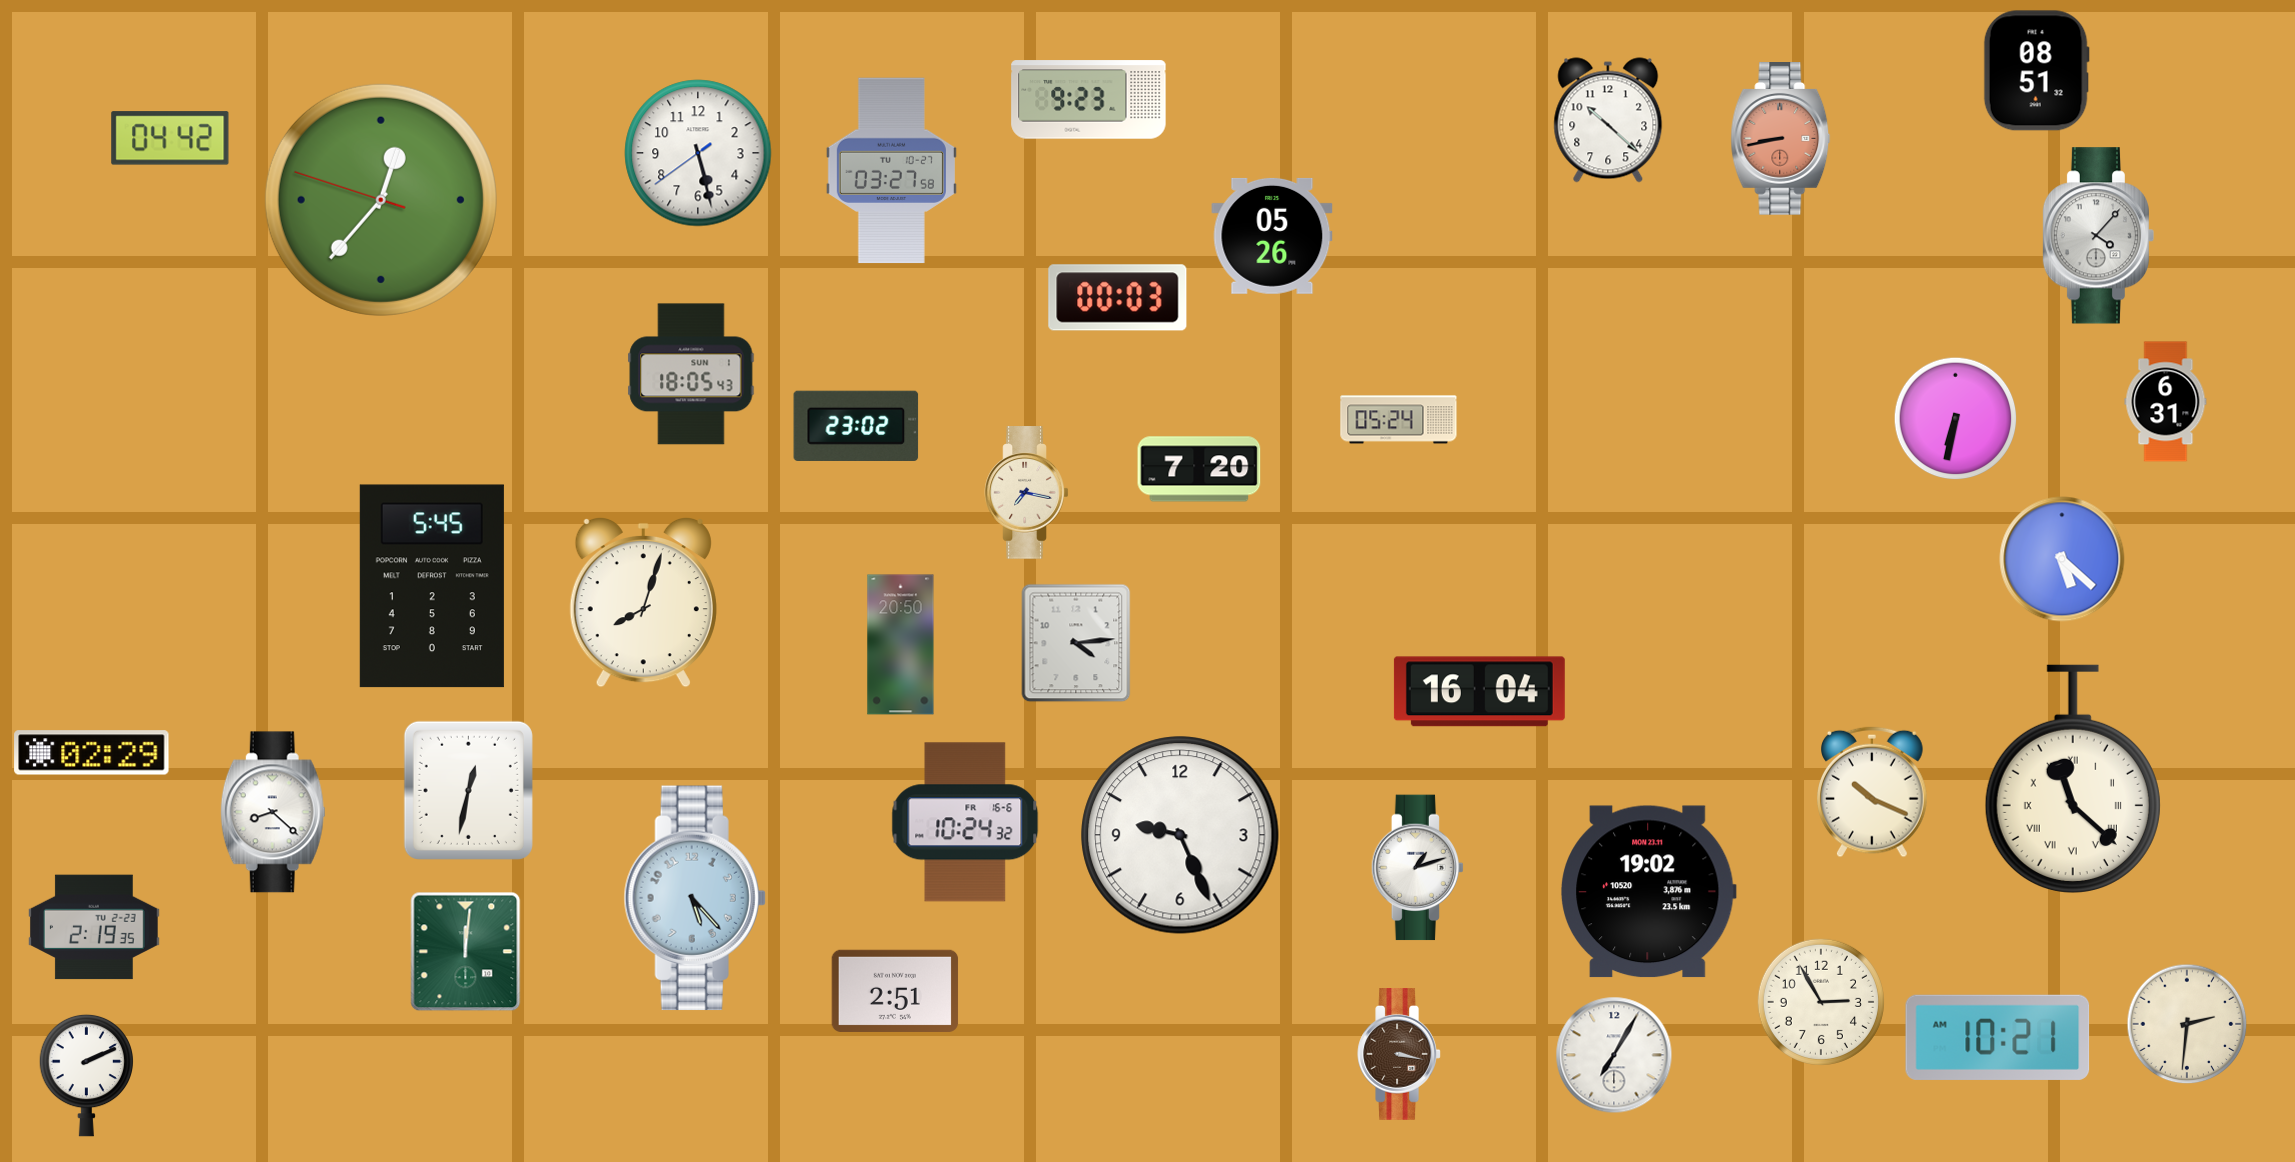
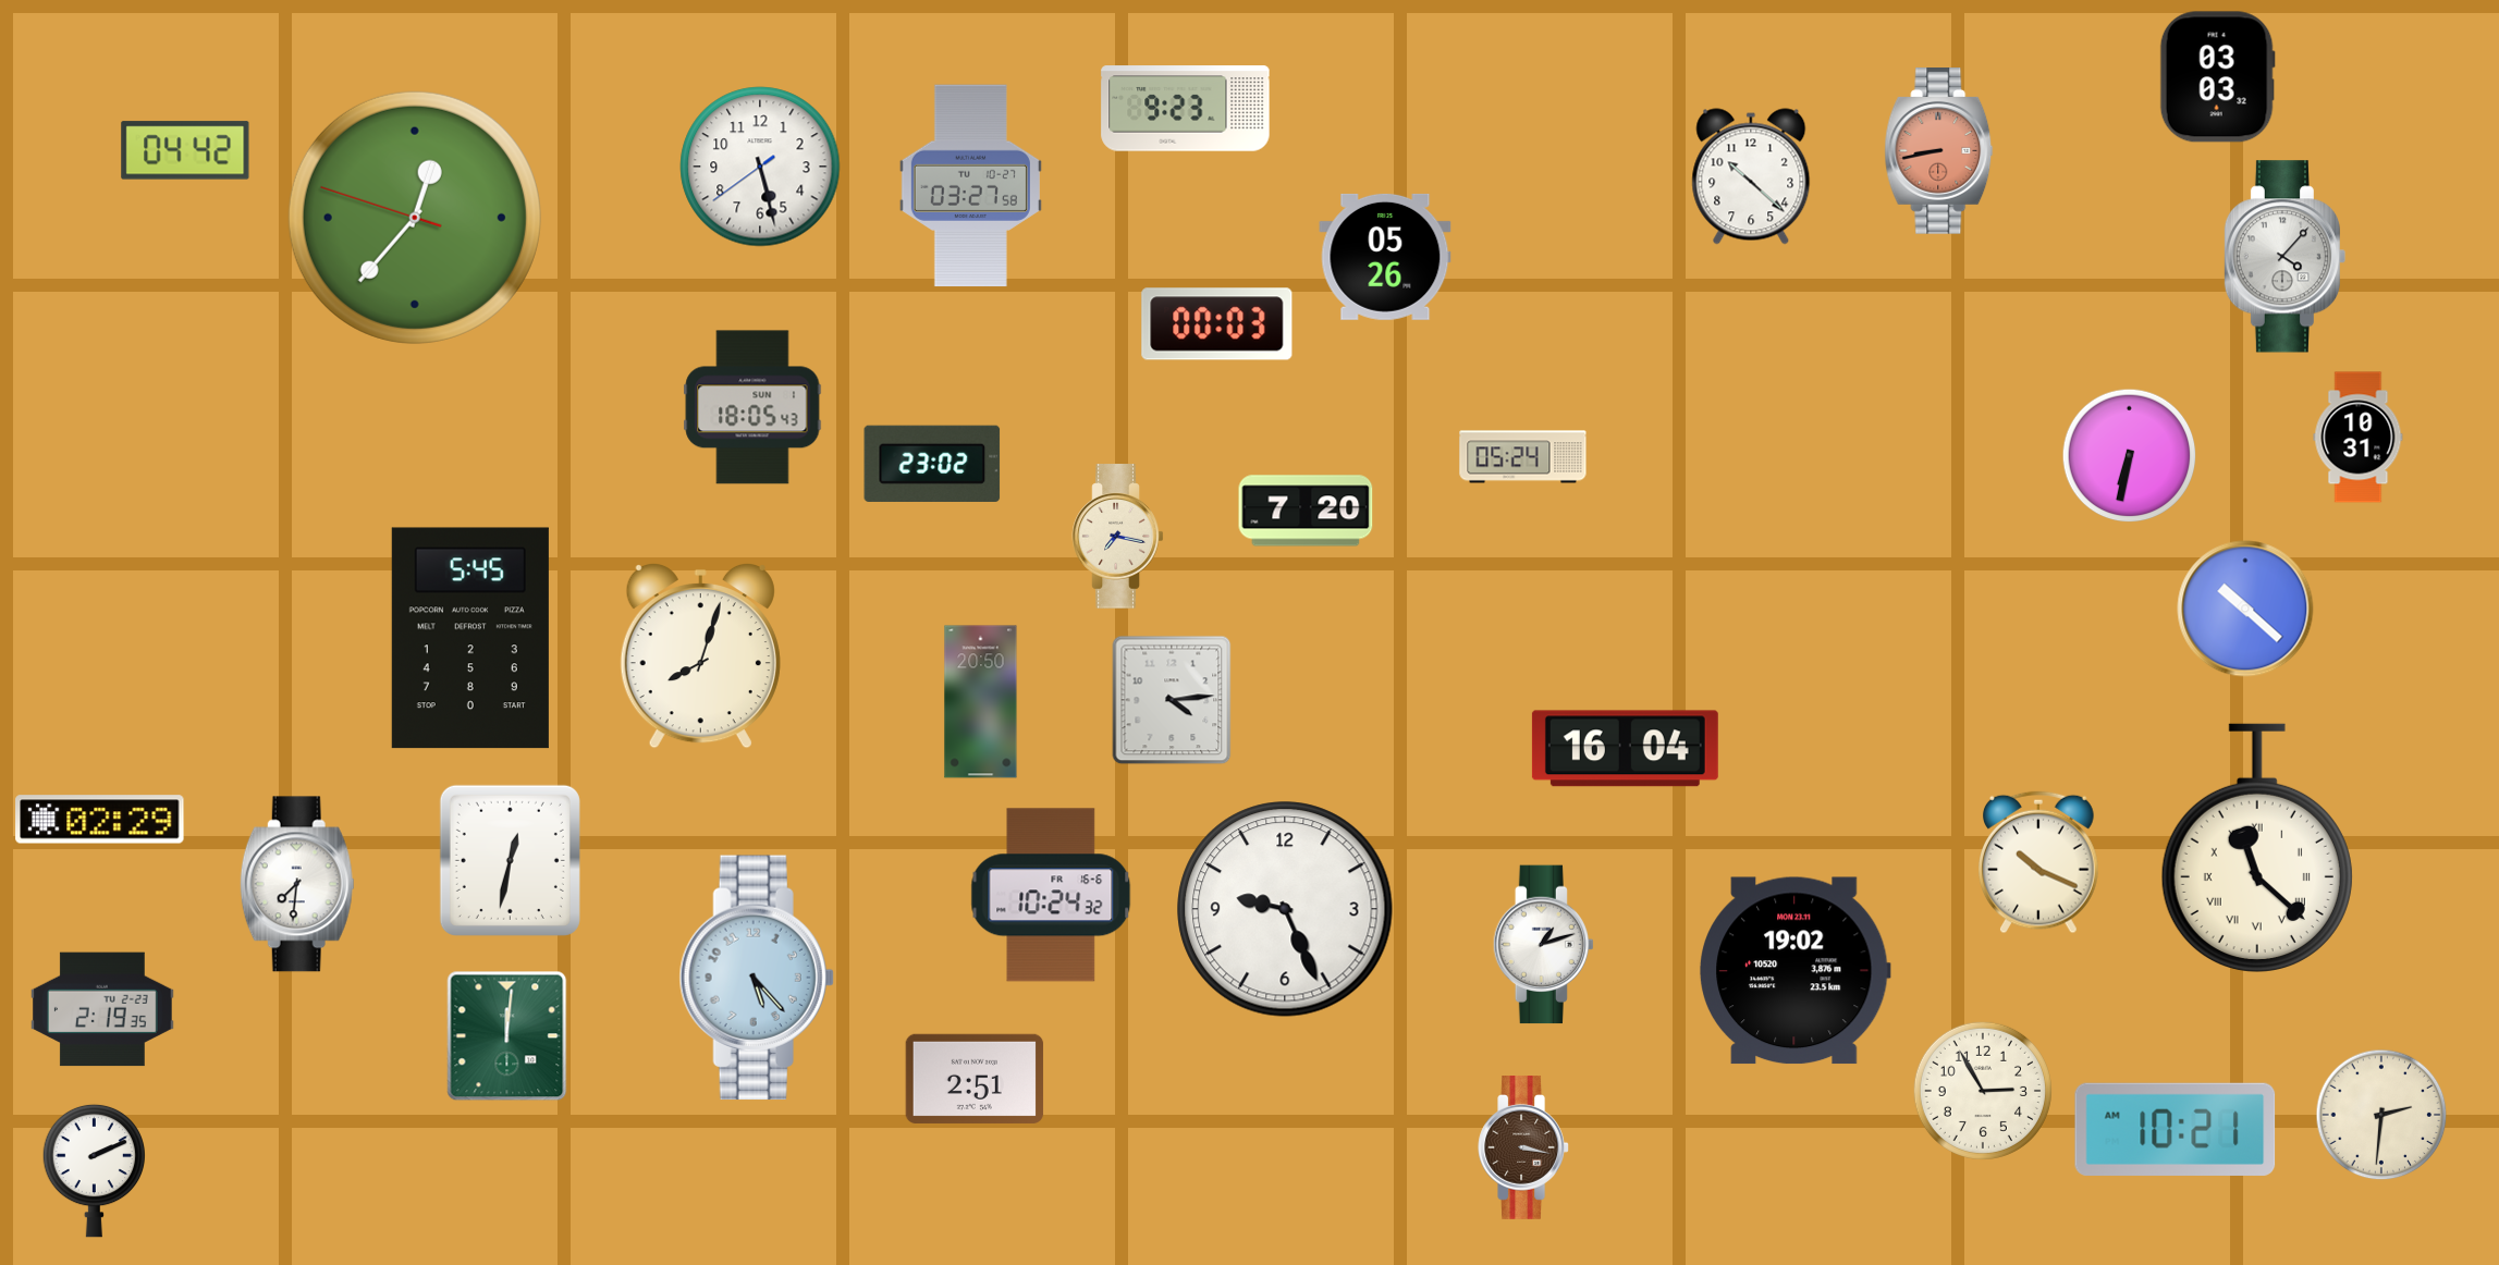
clock at (2036, 71): 08:51 -> 03:03
clock at (1608, 120) position: (1608, 120) -> (1751, 176)
clock at (2166, 402): 6:31 -> 10:31
clock at (2062, 559): 5:22 -> 10:22
clock at (1479, 692) position: (1479, 692) -> (1625, 749)
clock at (273, 812): 8:22 -> 7:31
clock at (1614, 1055): 7:05 -> none
